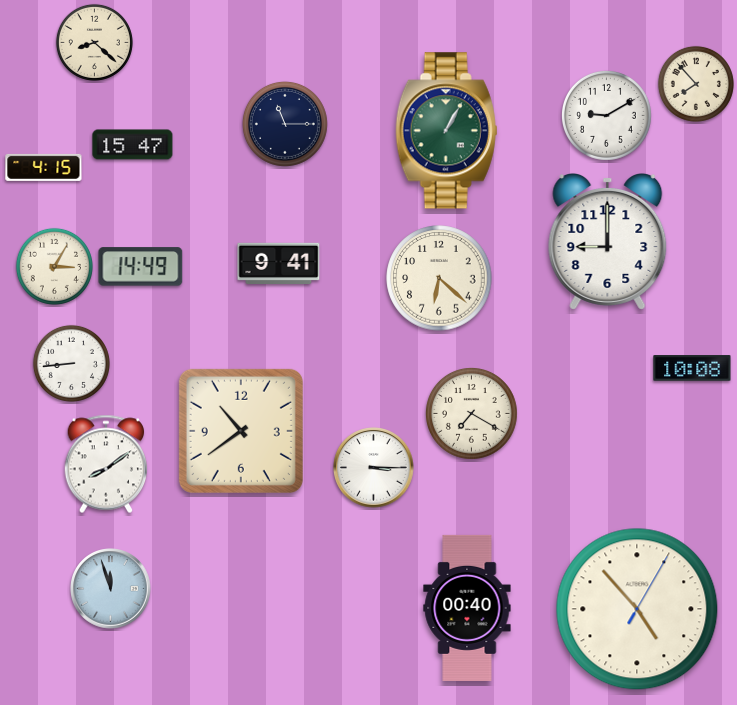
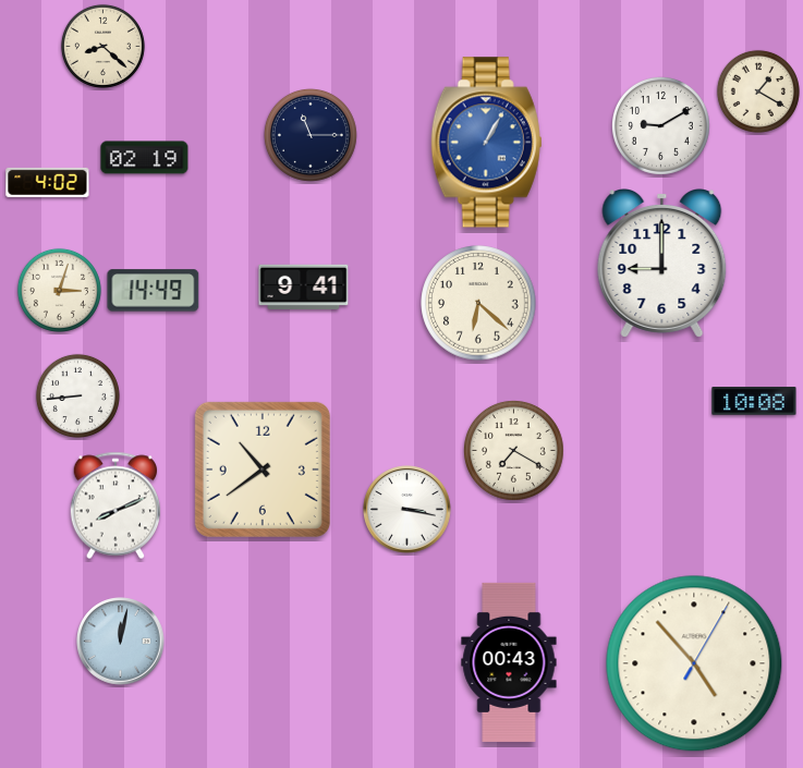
clock at (696, 84): 7:53 -> 1:20
clock at (447, 131) dial: green -> blue
clock at (133, 145): 15:47 -> 02:19
clock at (44, 167): 4:15 -> 4:02
clock at (54, 266): 3:05 -> 3:03
clock at (105, 464): 8:09 -> 8:11
clock at (374, 468): 3:15 -> 3:17
clock at (111, 589): 11:57 -> 12:02
clock at (467, 608): 00:40 -> 00:43
